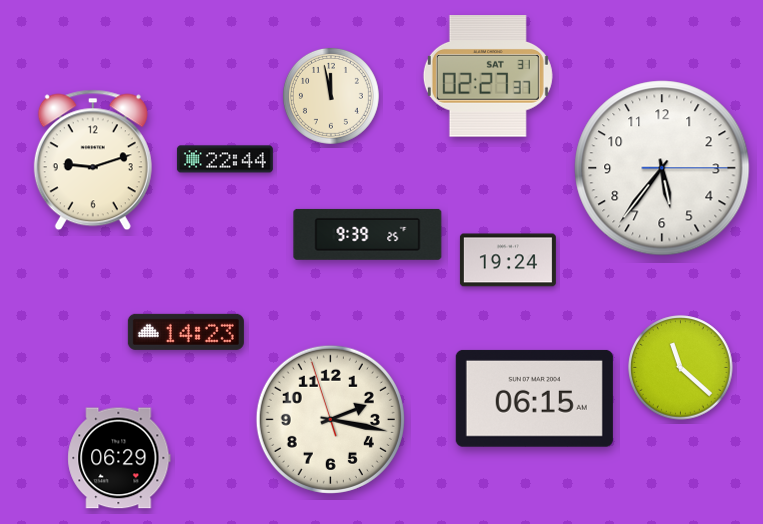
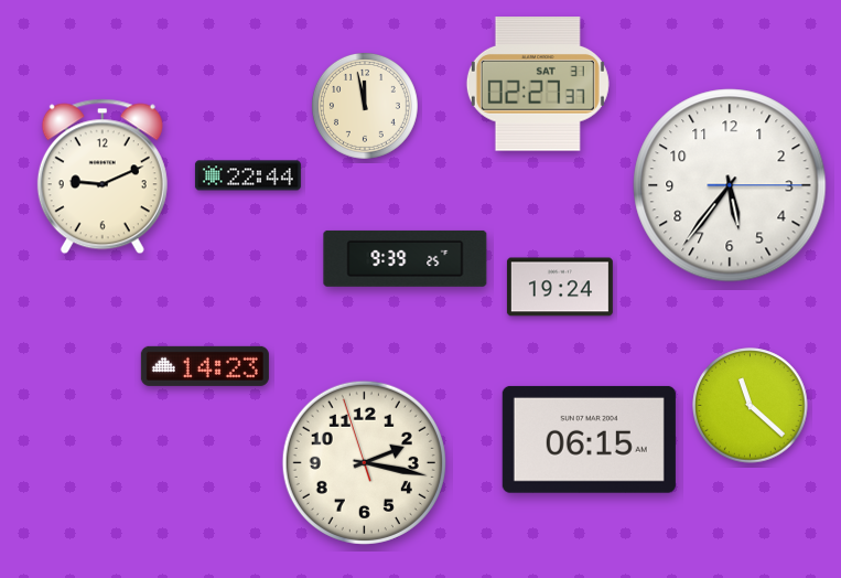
clock at (93, 160): 9:12 -> 9:11
clock at (119, 458): 06:29 -> none
